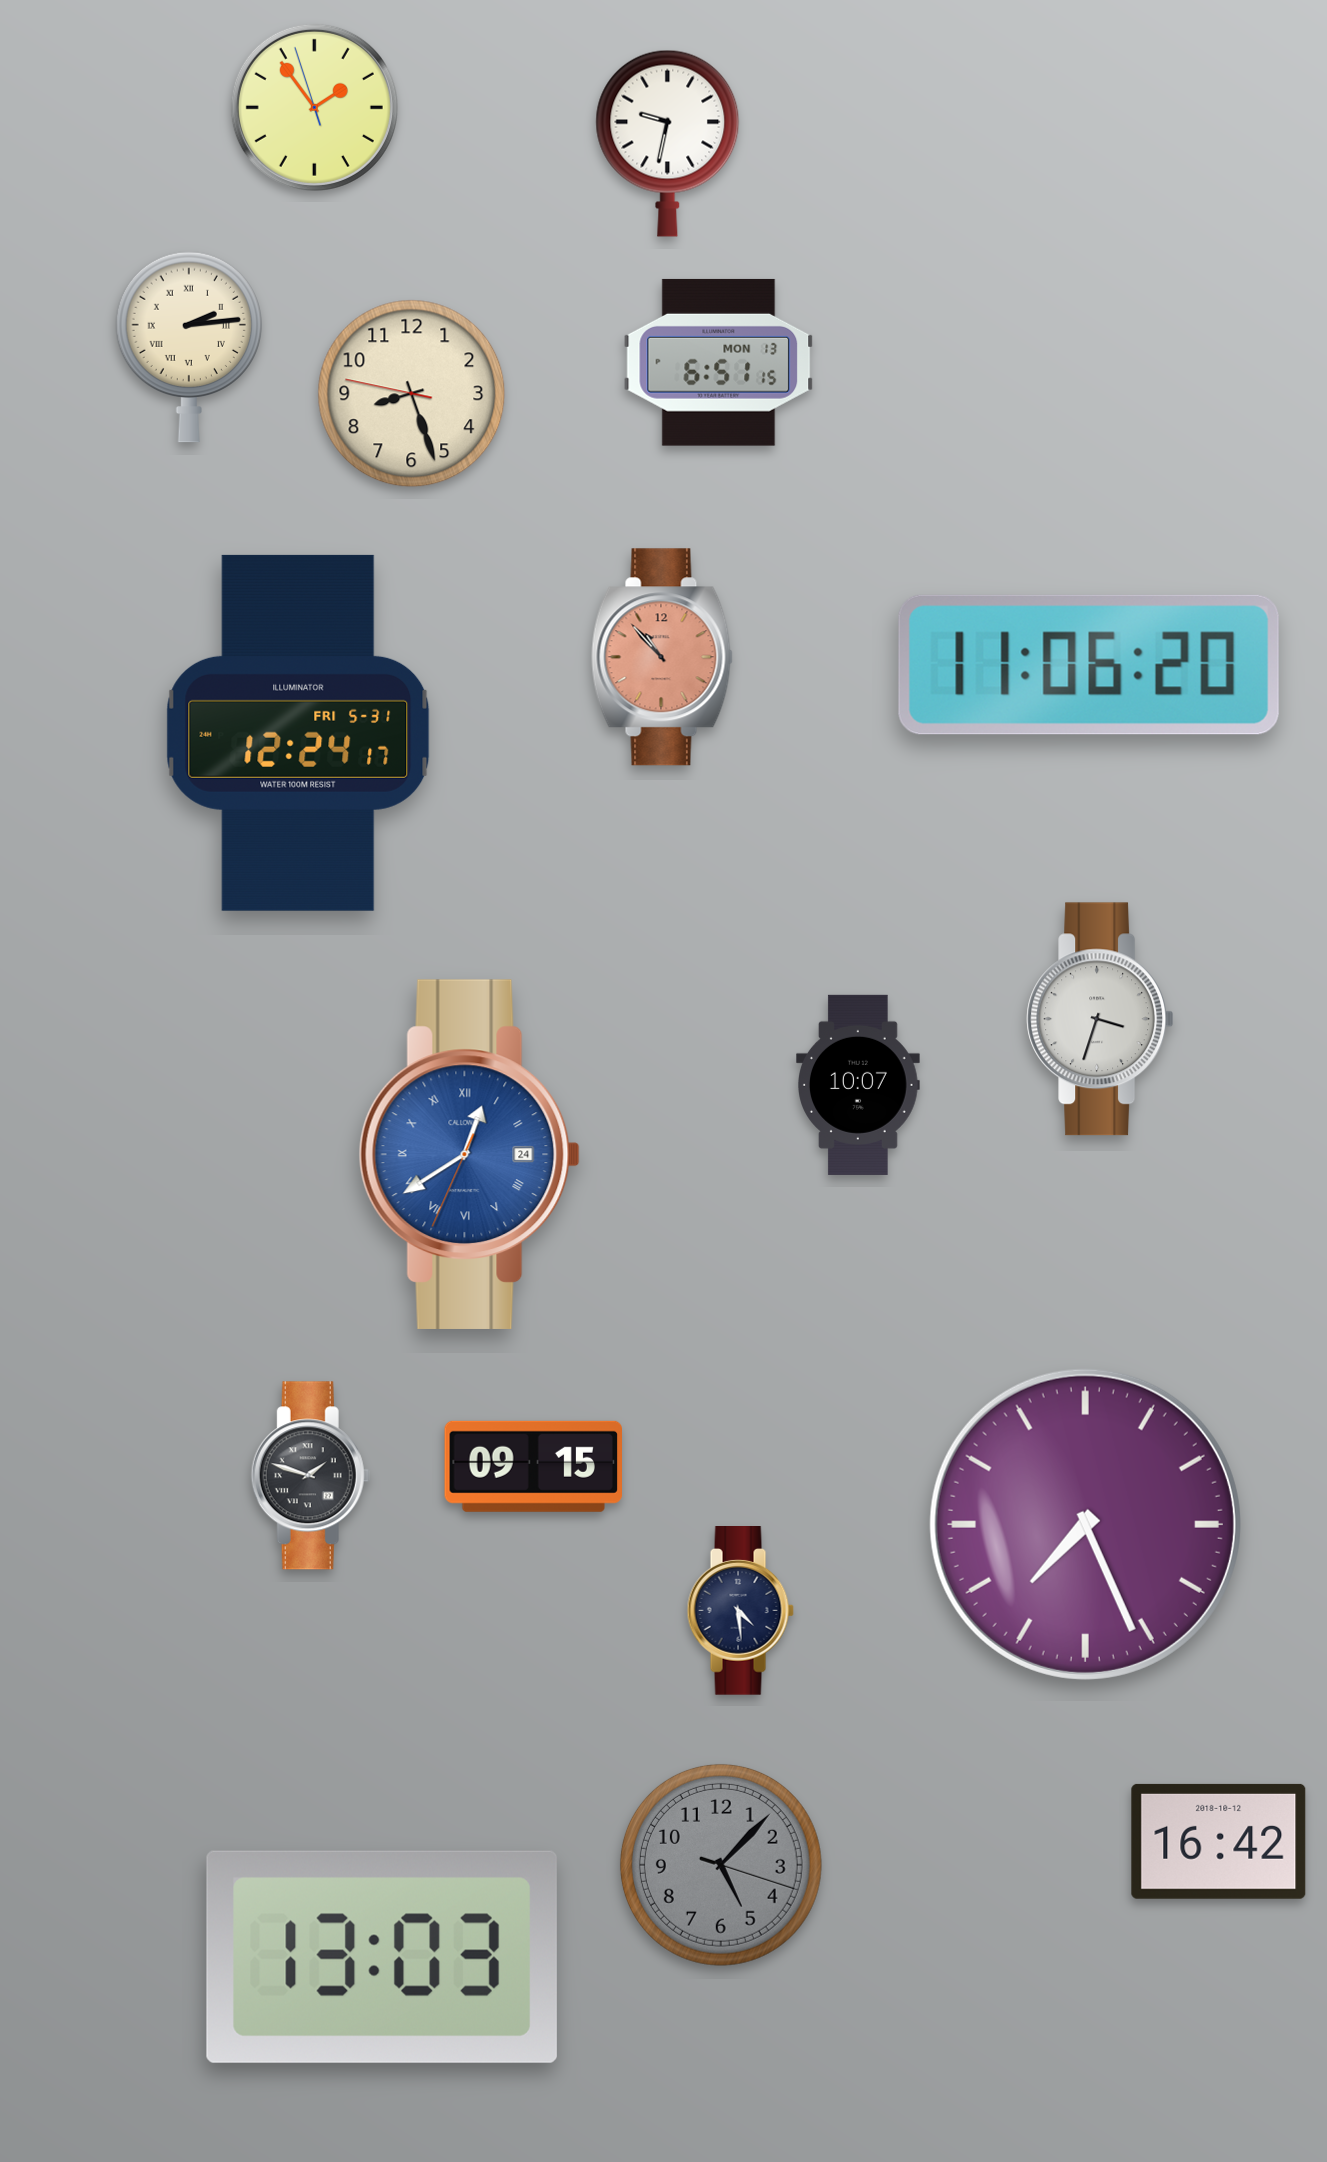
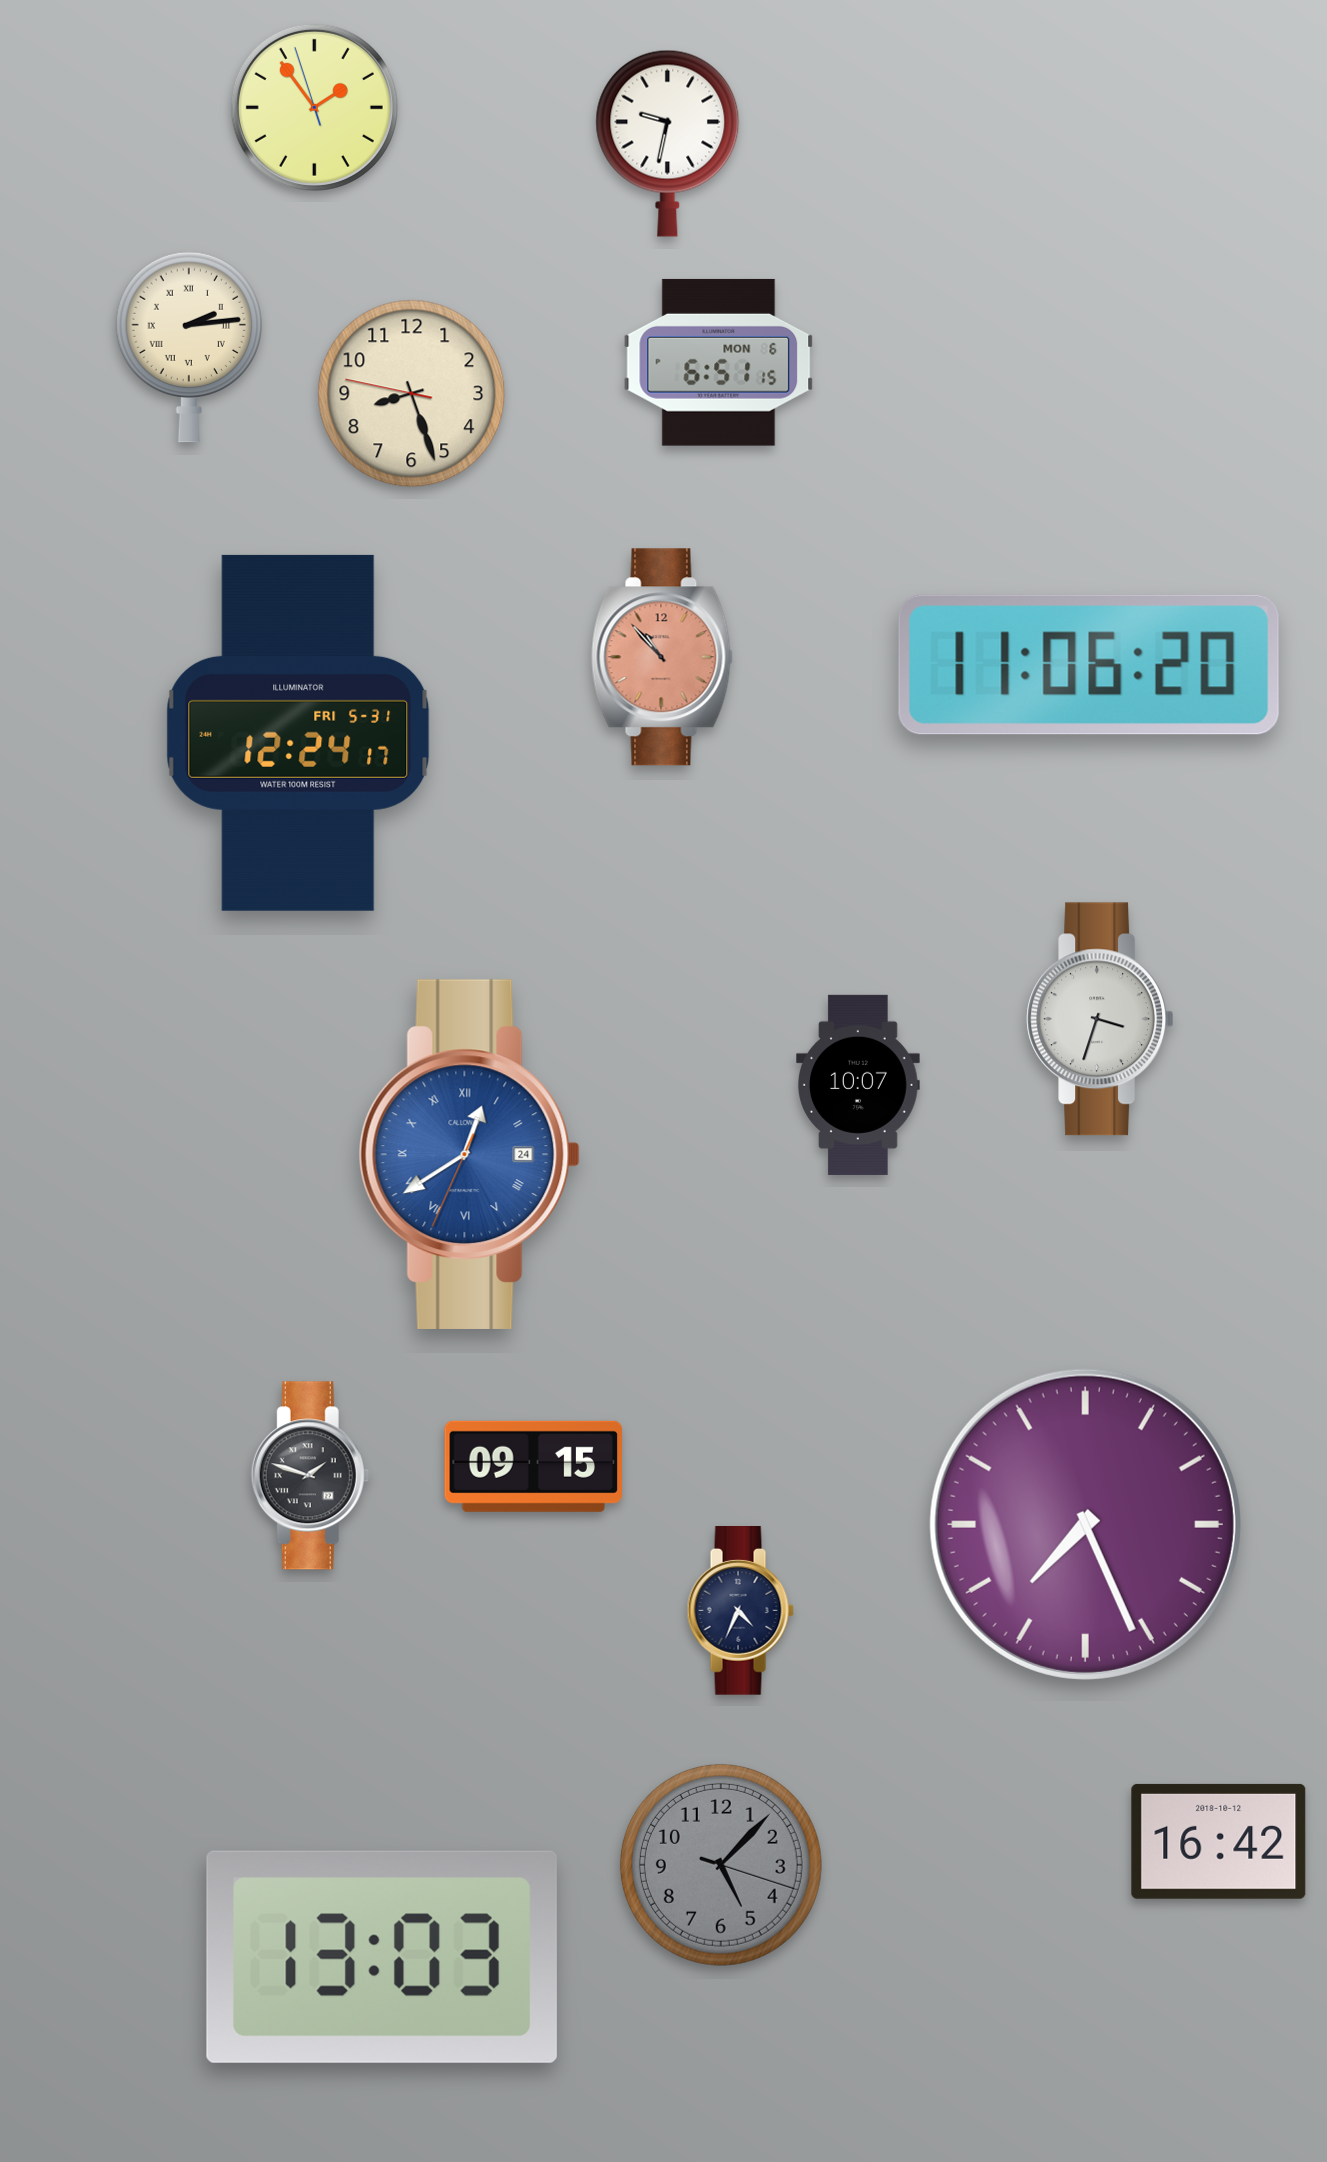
clock at (719, 362) date: MON 13 -> MON 6
clock at (740, 1611): 4:29 -> 4:34
